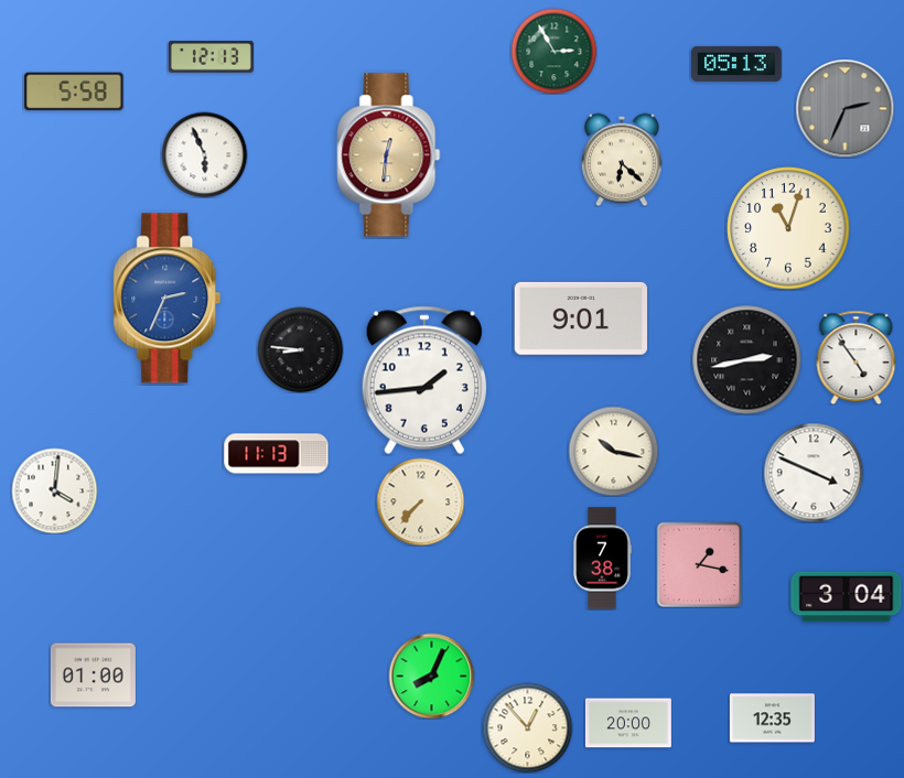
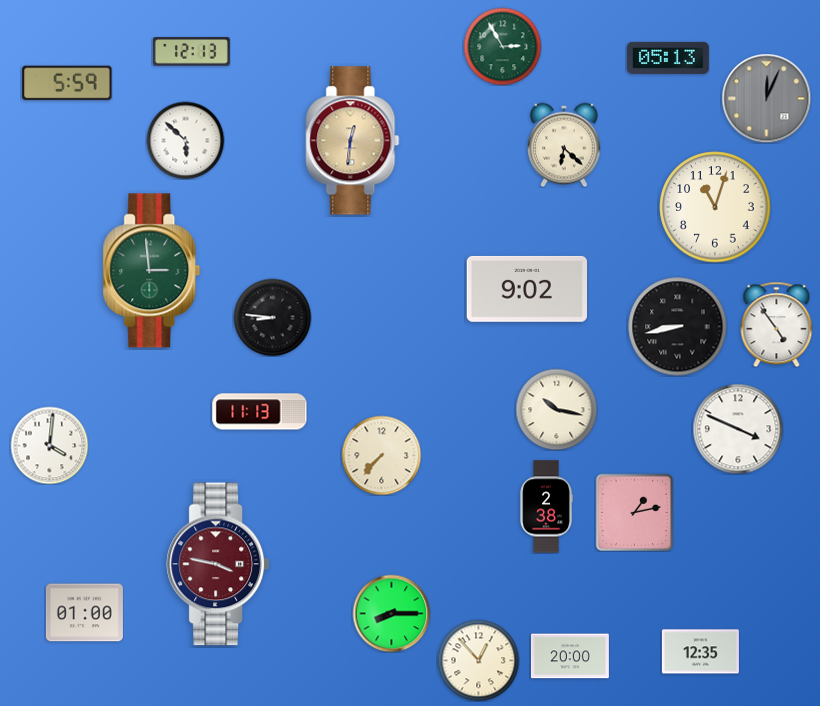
clock at (74, 91): 5:58 -> 5:59
clock at (844, 108): 2:34 -> 12:04
clock at (204, 154): 5:56 -> 5:52
clock at (168, 299): 2:34 -> 2:59
clock at (168, 299) dial: blue -> green
clock at (581, 318): 9:01 -> 9:02
clock at (747, 360): 2:43 -> 8:43
clock at (424, 380): 1:44 -> none
clock at (277, 454) position: (277, 454) -> (260, 412)
clock at (602, 559): 7:38 -> 2:38
clock at (699, 564): 1:17 -> 1:13
clock at (847, 597): 3:04 -> none
clock at (217, 564): none -> 3:47
clock at (431, 676): 8:04 -> 8:15
